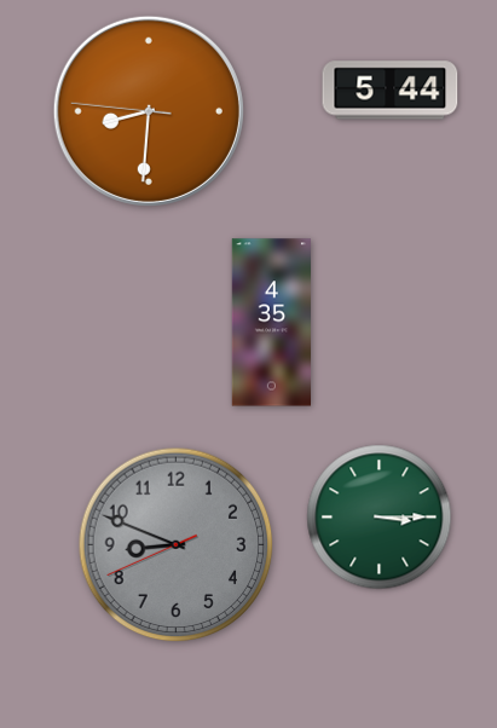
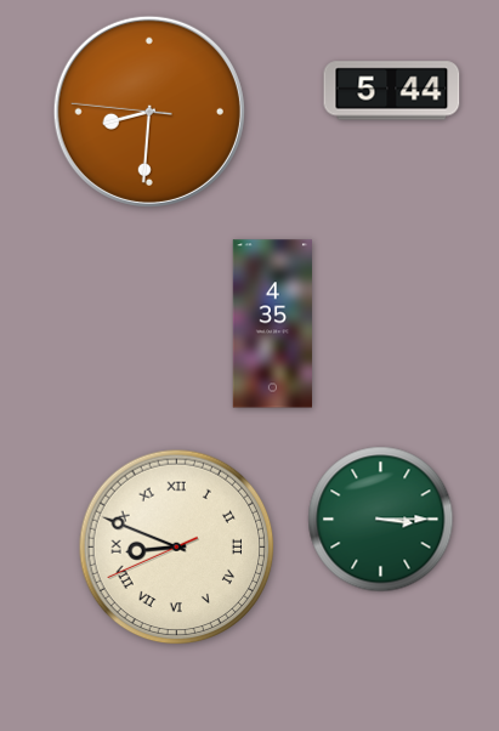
clock at (177, 545) dial: grey -> cream
clock at (177, 545) numerals: Arabic -> Roman
